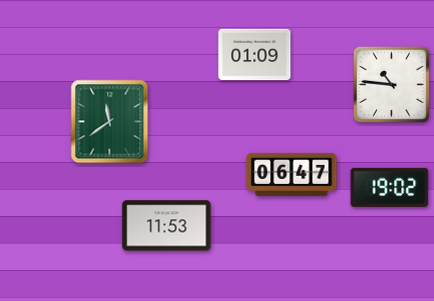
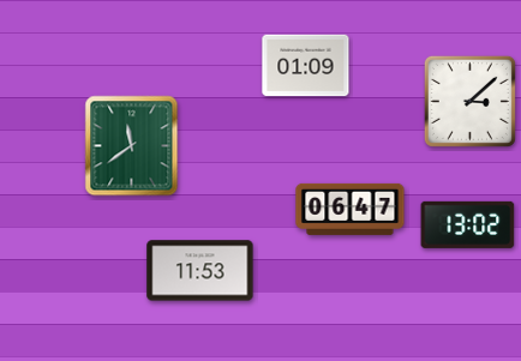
clock at (391, 84): 10:46 -> 3:08
clock at (390, 187): 19:02 -> 13:02
